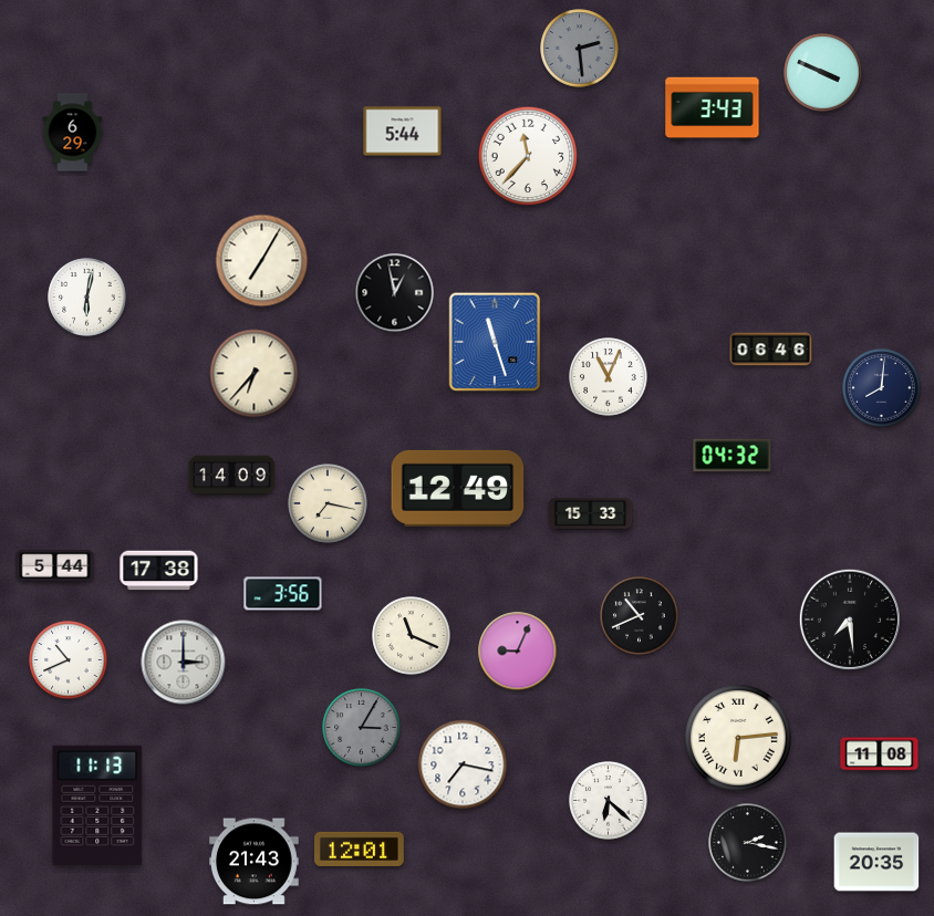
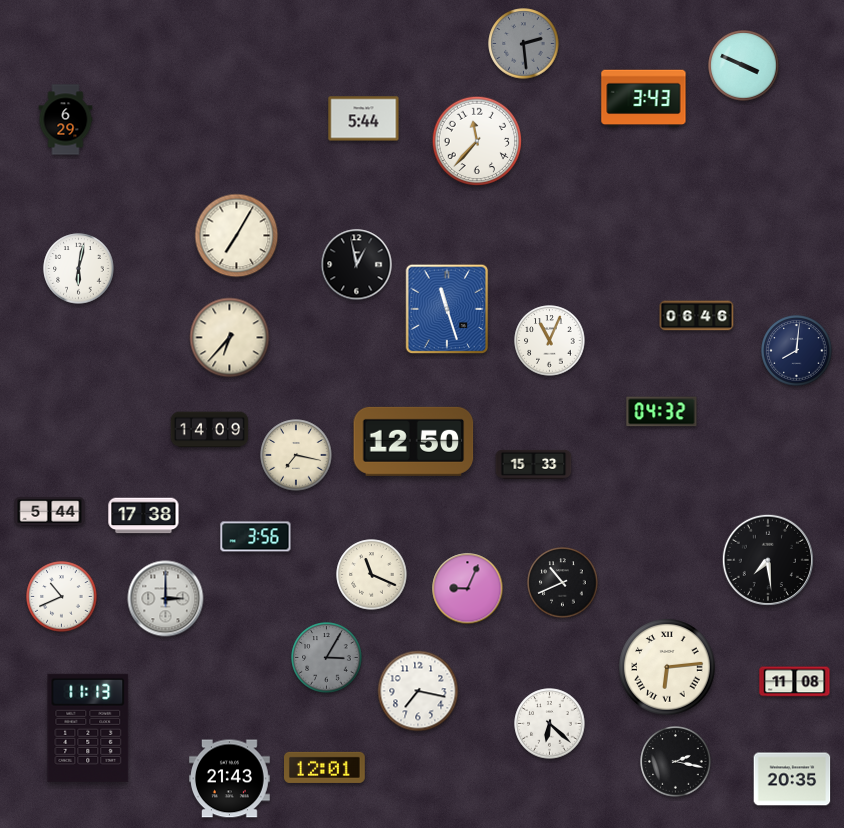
clock at (458, 488): 12:49 -> 12:50
clock at (640, 616) position: (640, 616) -> (563, 583)
